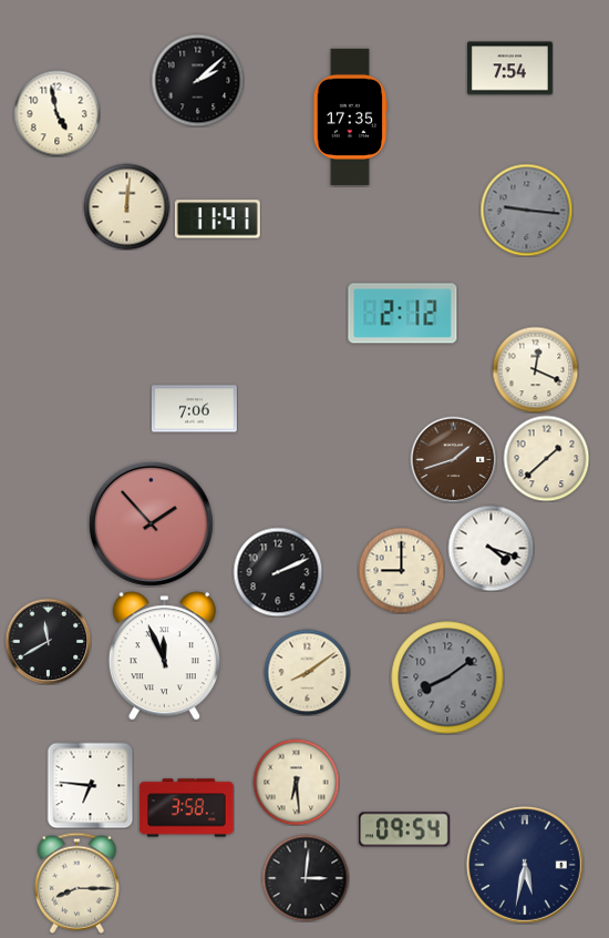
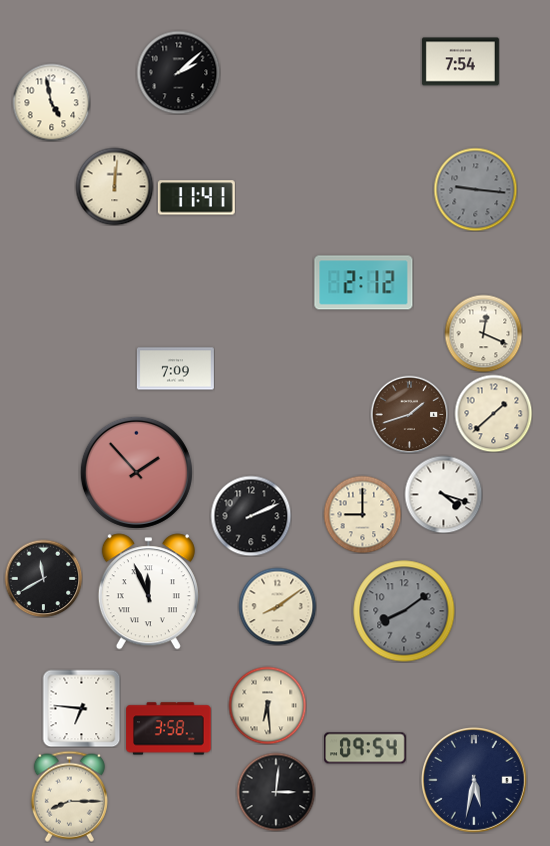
clock at (350, 116): 17:35 -> none
clock at (194, 409): 7:06 -> 7:09
